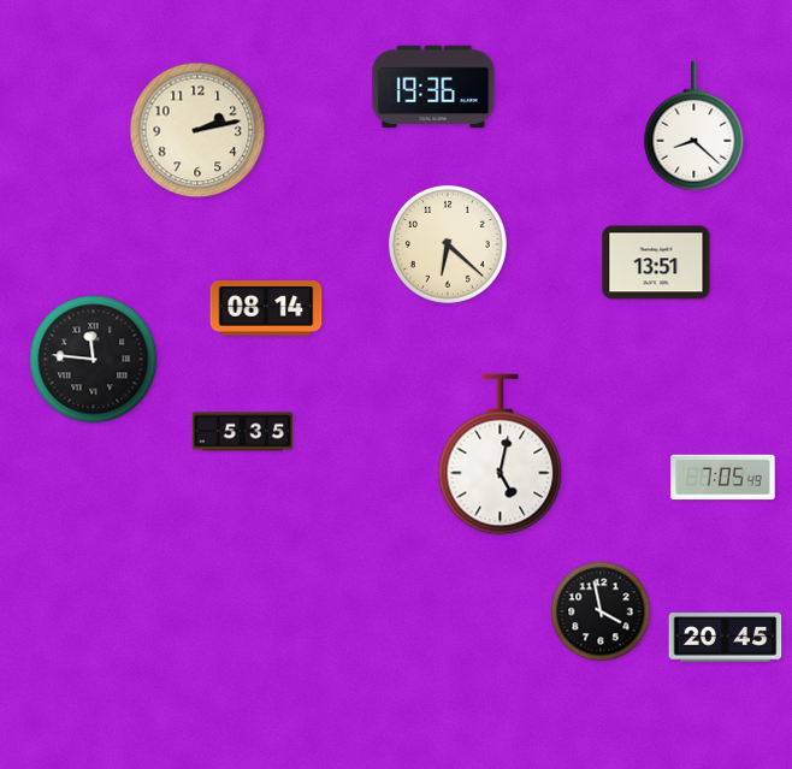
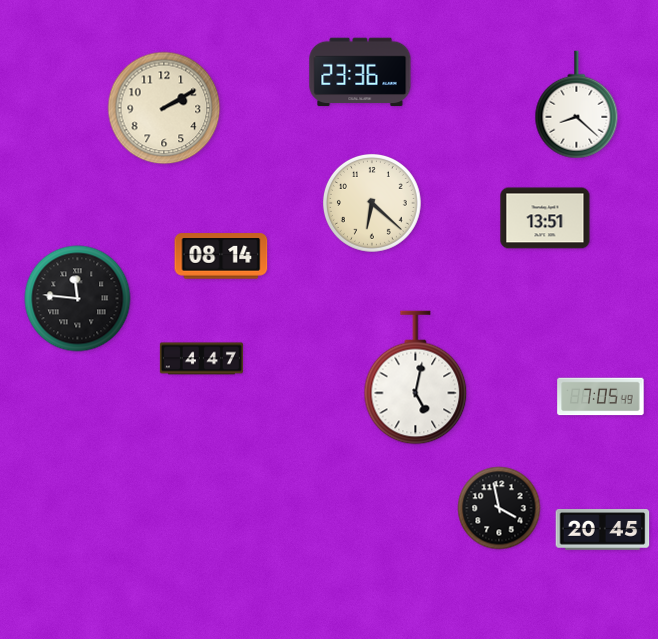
clock at (433, 87): 19:36 -> 23:36
clock at (197, 130): 2:13 -> 2:10
clock at (242, 432): 5:35 -> 4:47
